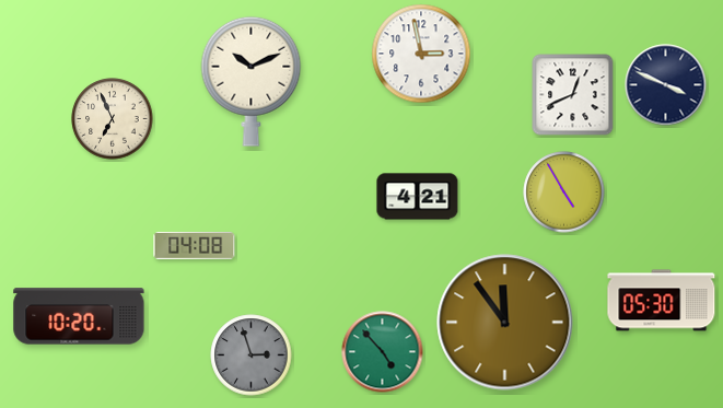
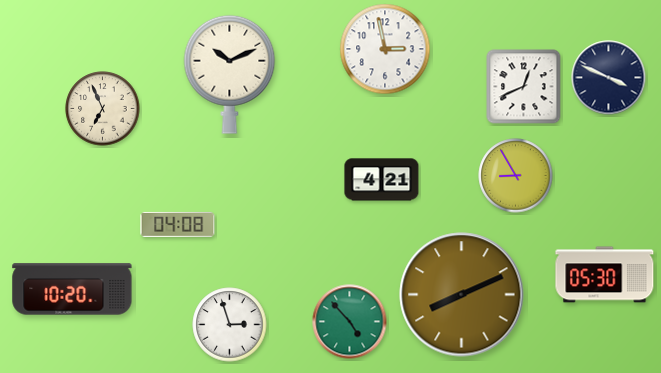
clock at (564, 193): 4:55 -> 8:55
clock at (505, 323): 11:54 -> 8:11
clock at (252, 355) dial: grey -> white
